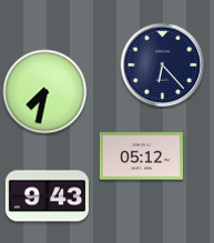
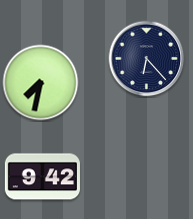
clock at (141, 156): 05:12 -> none
clock at (47, 196): 9:43 -> 9:42
